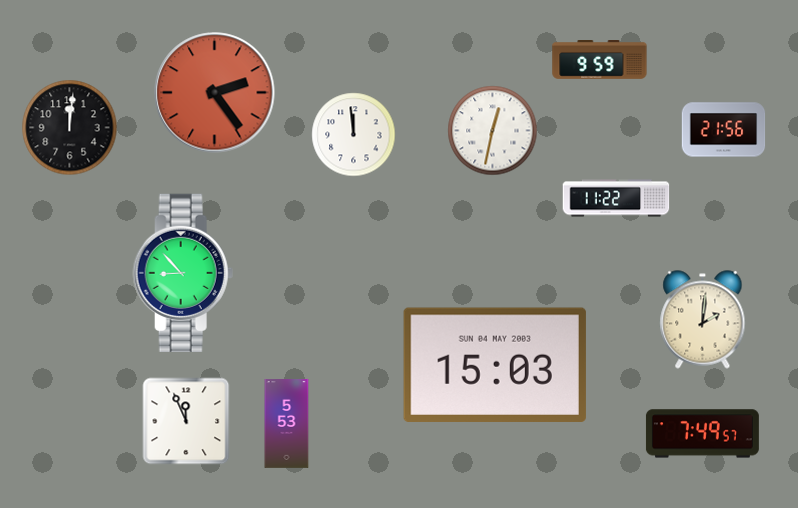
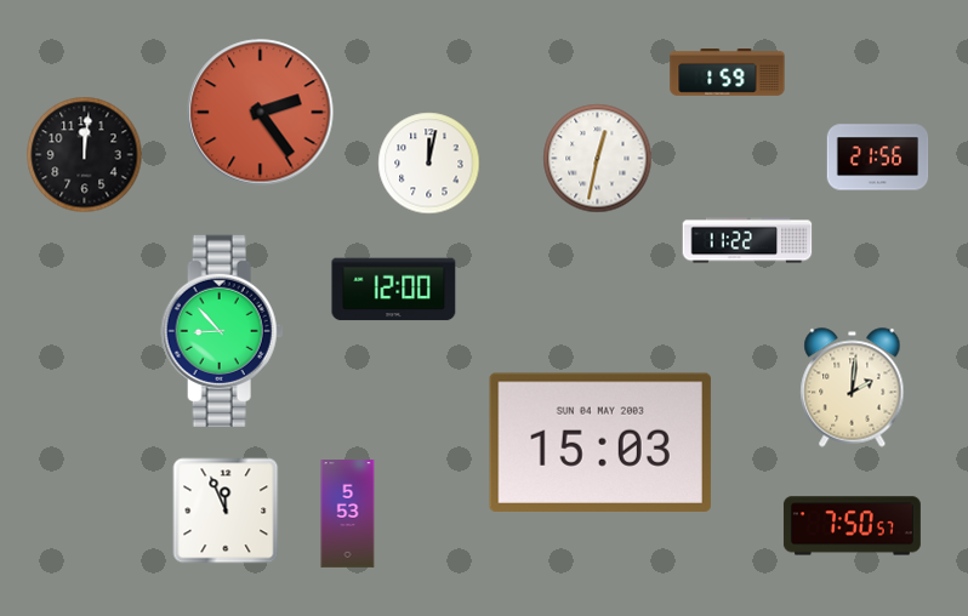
clock at (600, 60): 9:59 -> 1:59
clock at (354, 135): 11:59 -> 12:02
clock at (394, 290): none -> 12:00
clock at (702, 434): 7:49 -> 7:50
